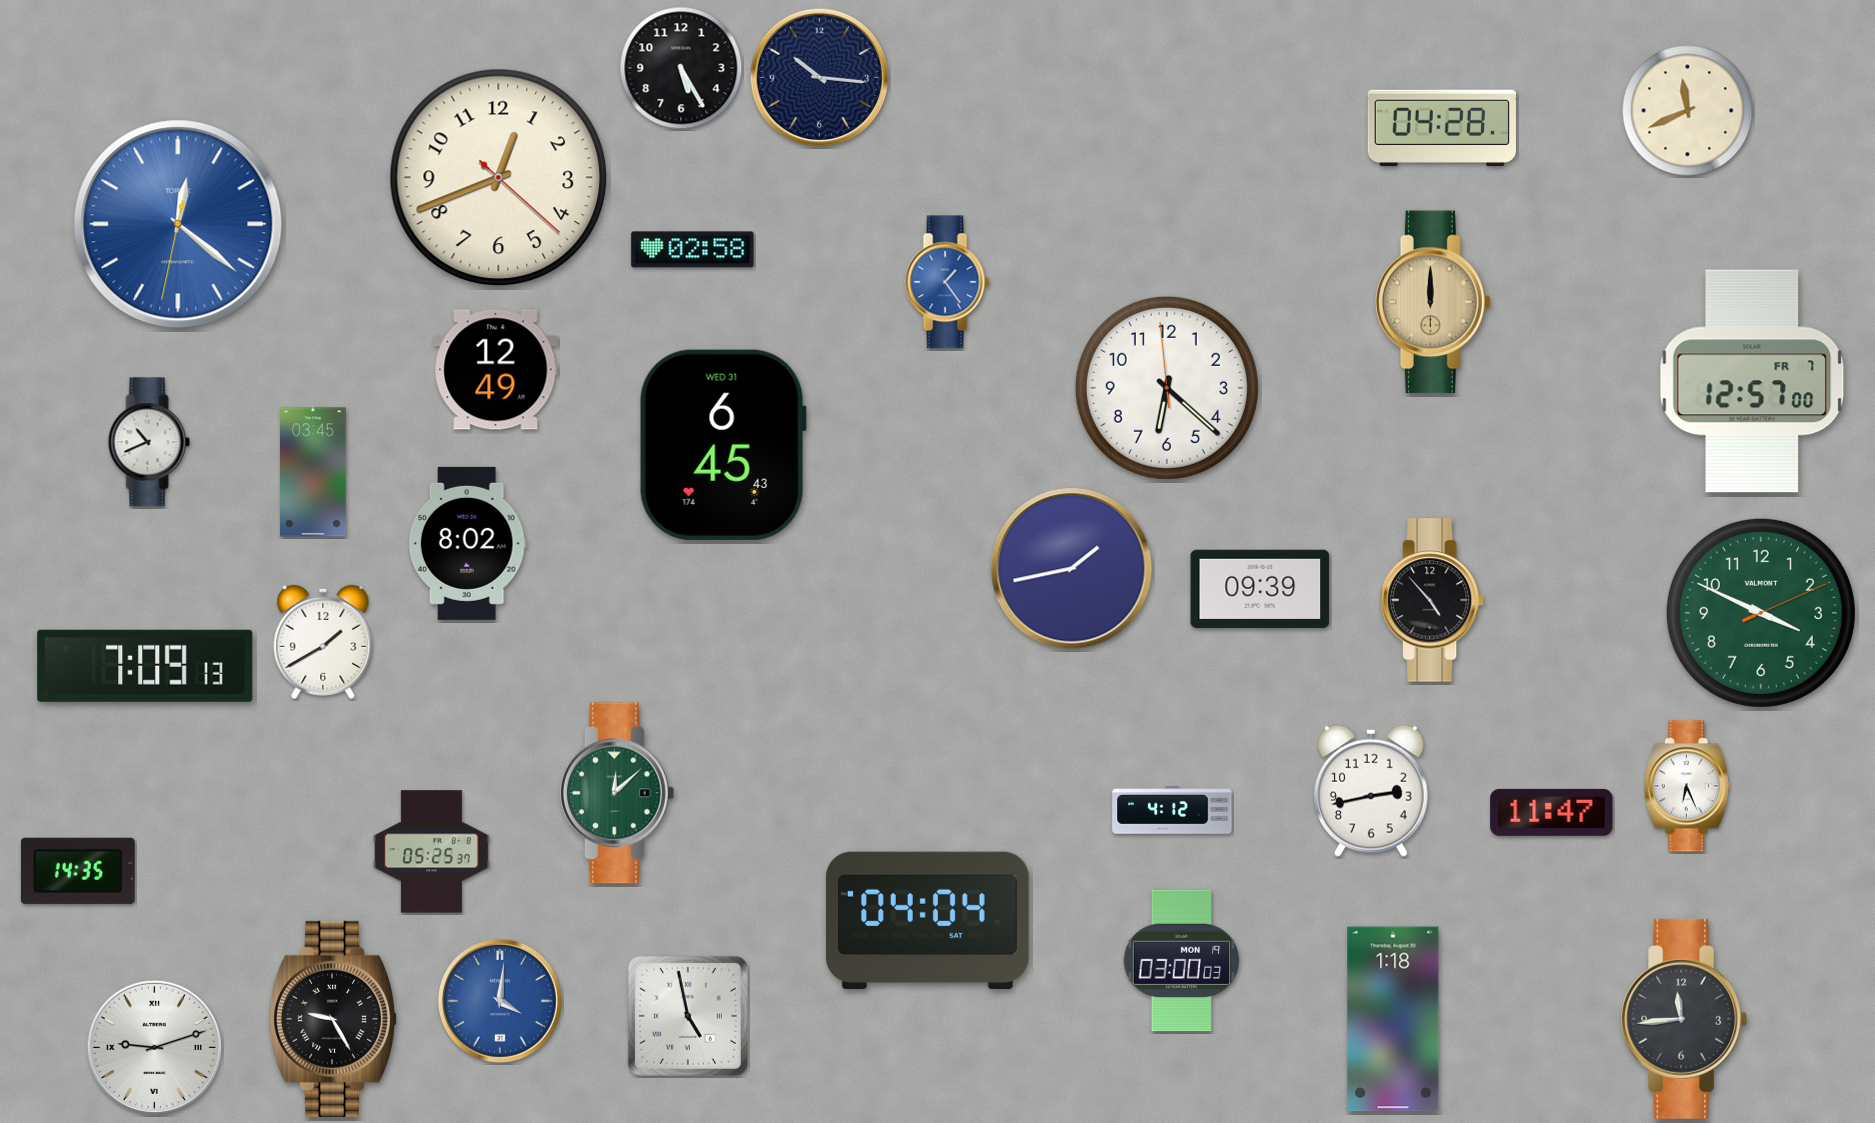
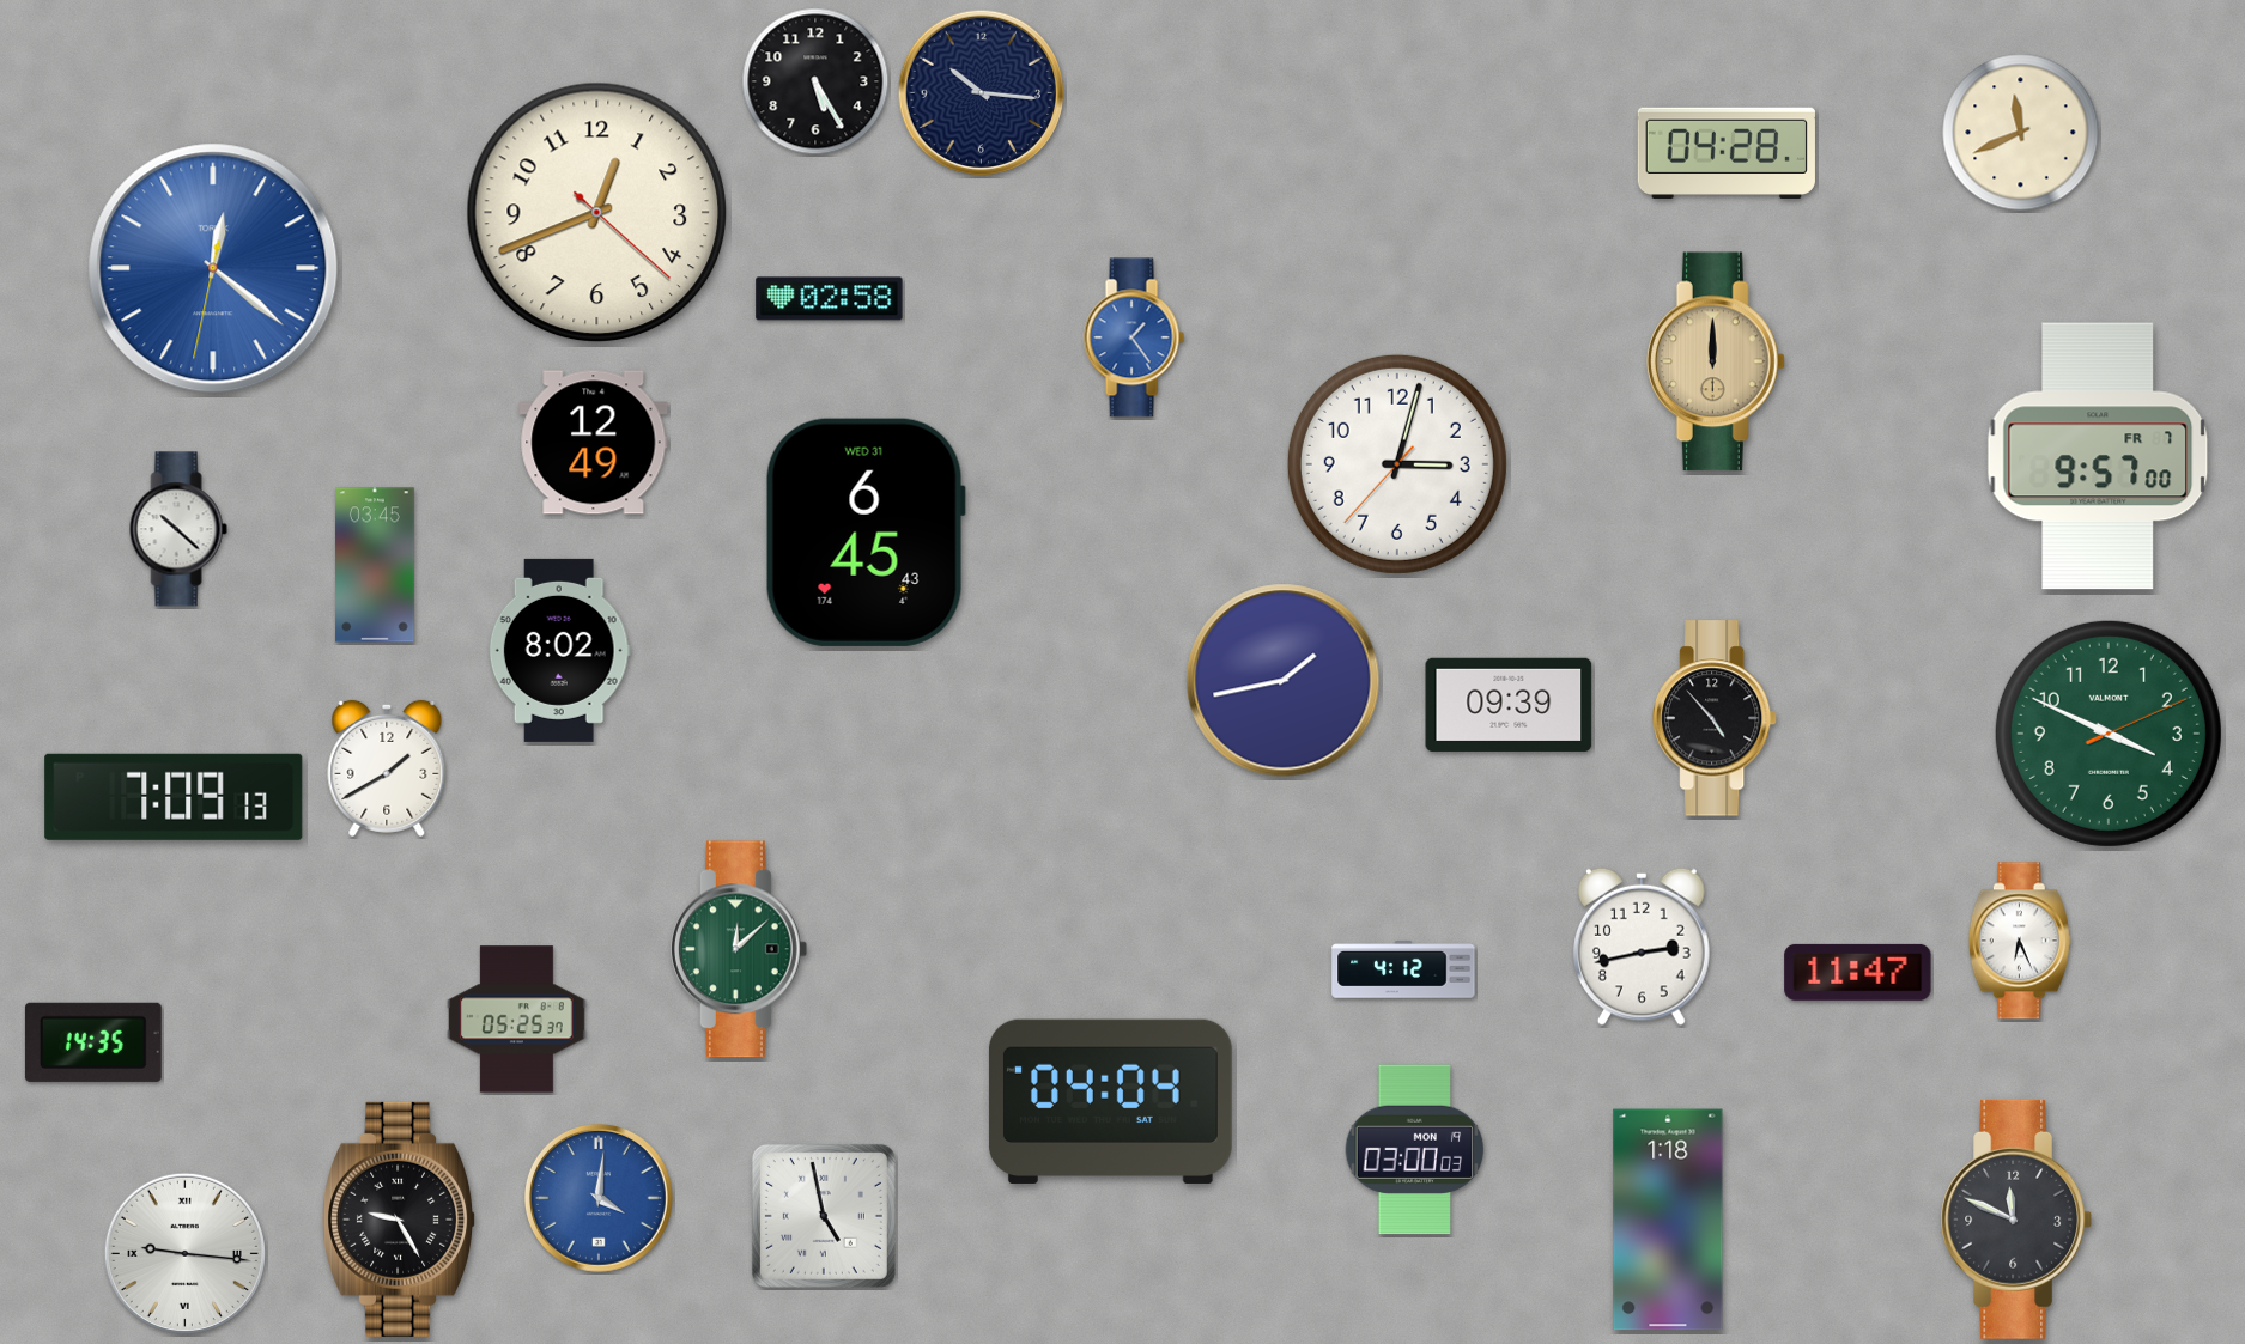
clock at (1752, 381): 12:57 -> 9:57
clock at (1167, 388): 6:21 -> 3:02
clock at (149, 442): 10:41 -> 10:22
clock at (1683, 1019): 11:44 -> 11:49
clock at (154, 1047): 9:12 -> 9:16
